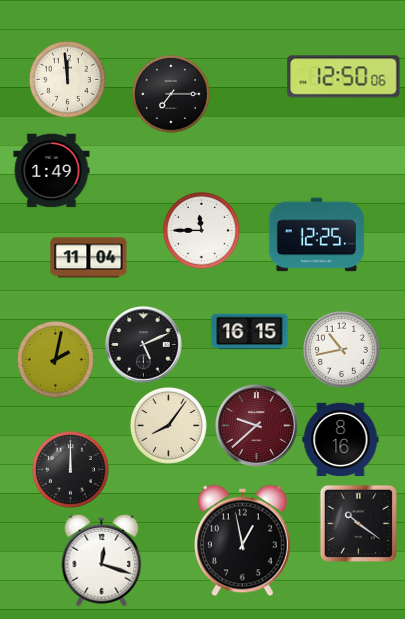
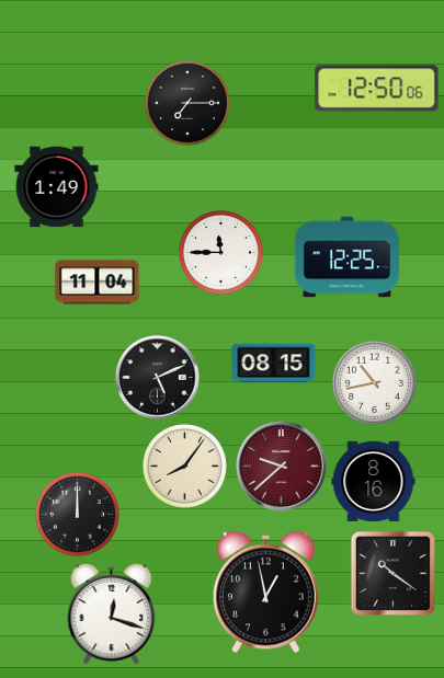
clock at (344, 77) position: (344, 77) -> (377, 89)
clock at (67, 79): 11:59 -> none
clock at (250, 332): 16:15 -> 08:15
clock at (55, 359): 2:02 -> none
